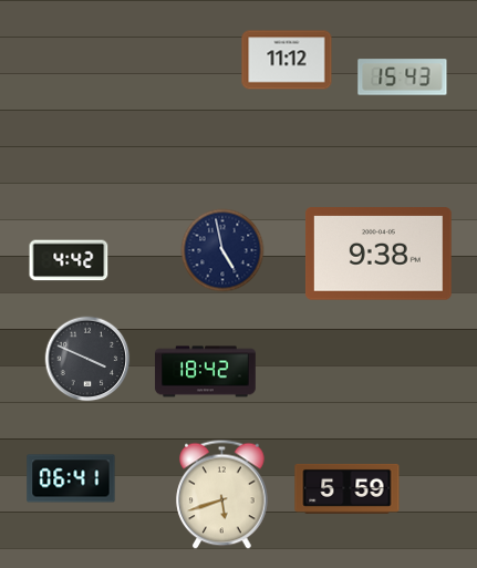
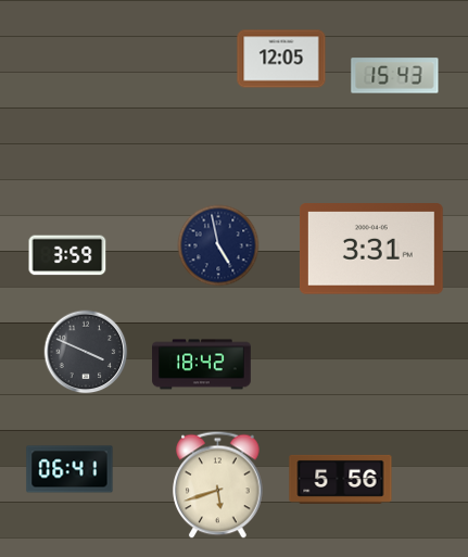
clock at (287, 60): 11:12 -> 12:05
clock at (379, 254): 9:38 -> 3:31
clock at (69, 260): 4:42 -> 3:59
clock at (348, 488): 5:59 -> 5:56
